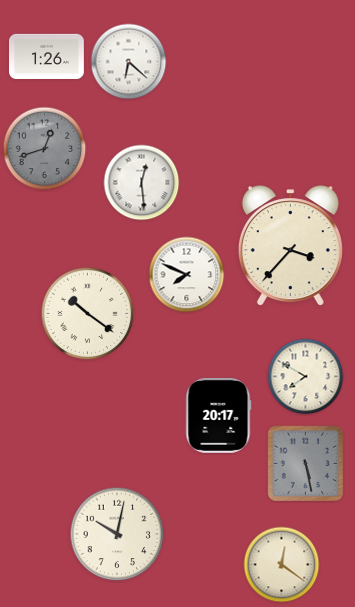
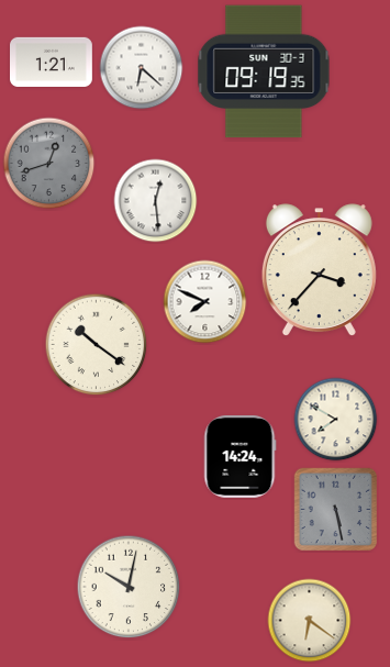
clock at (47, 56): 1:26 -> 1:21
clock at (264, 71): none -> 09:19
clock at (306, 377) position: (306, 377) -> (336, 420)
clock at (219, 415): 20:17 -> 14:24
clock at (282, 565): 12:21 -> 6:21
